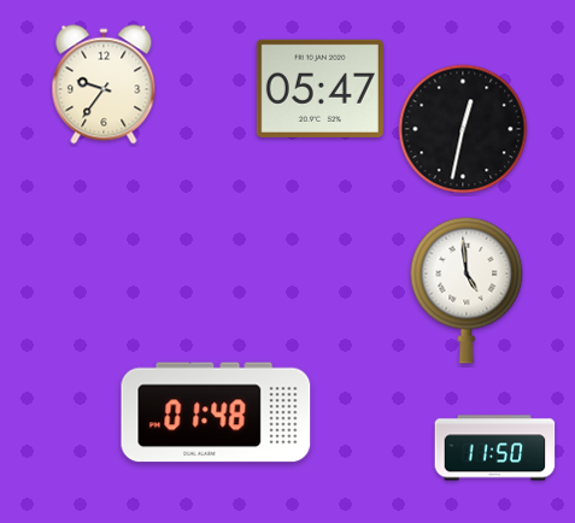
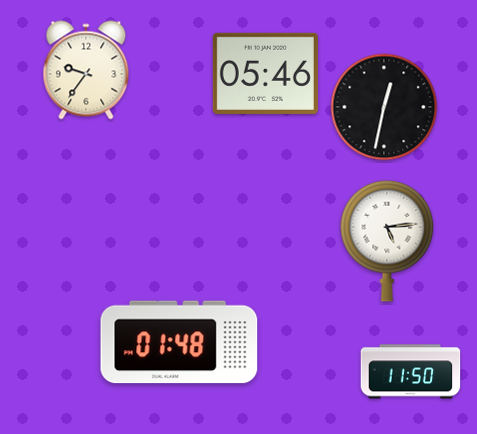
clock at (319, 88): 05:47 -> 05:46
clock at (467, 290): 4:59 -> 5:14
